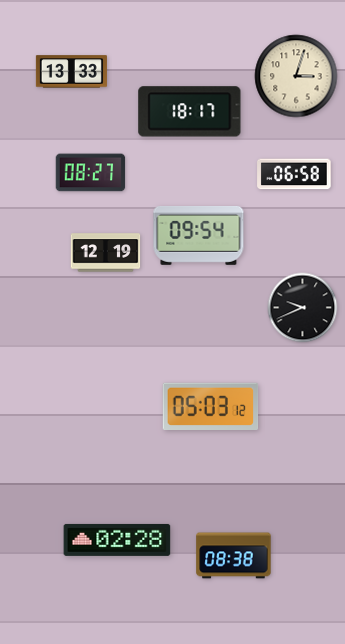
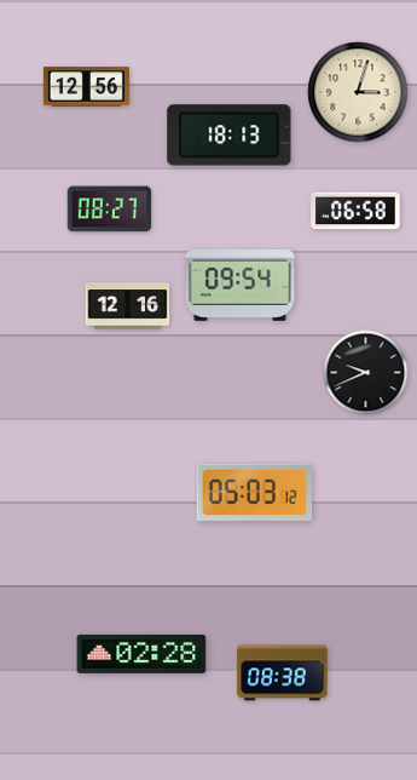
clock at (71, 72): 13:33 -> 12:56
clock at (190, 112): 18:17 -> 18:13
clock at (106, 253): 12:19 -> 12:16
